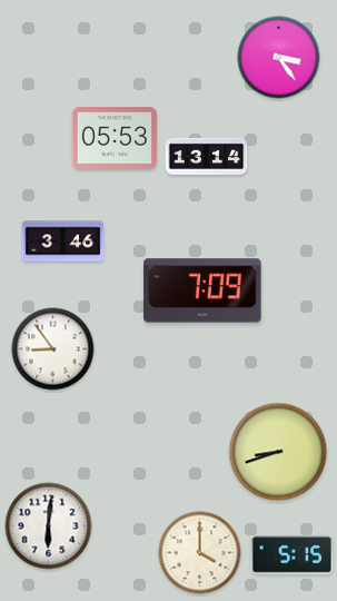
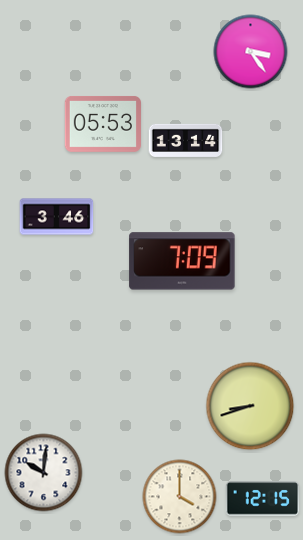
clock at (53, 349): 8:54 -> none
clock at (49, 526): 6:01 -> 10:01
clock at (293, 555): 5:15 -> 12:15
